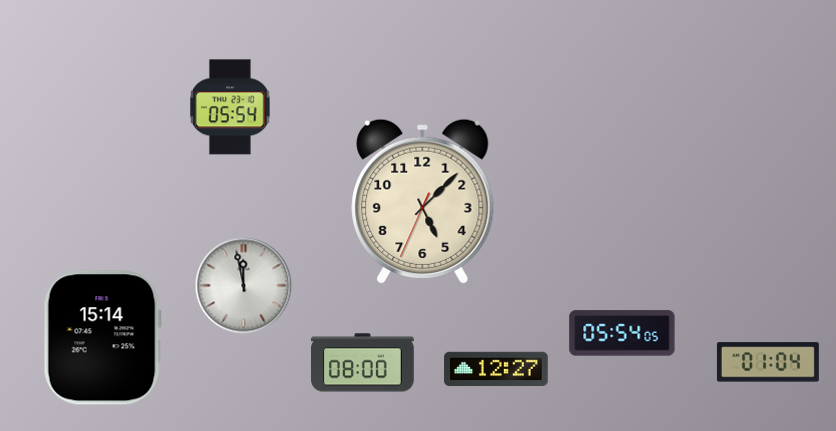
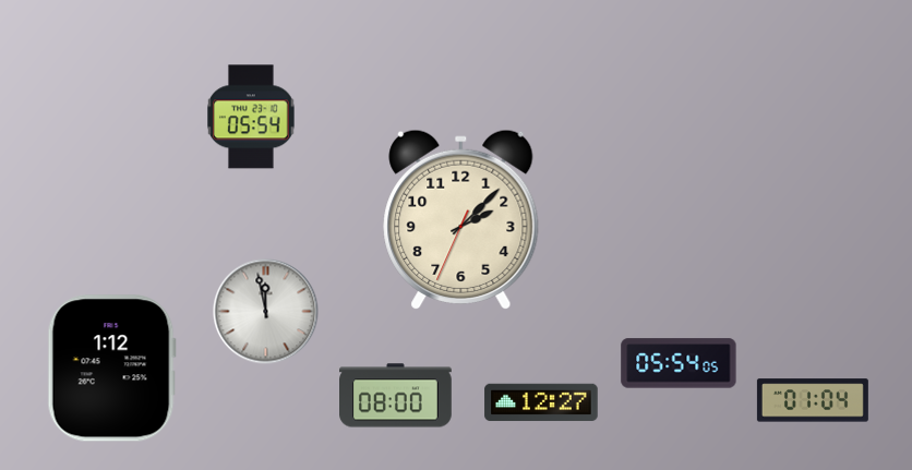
clock at (423, 201): 5:07 -> 2:07
clock at (102, 338): 15:14 -> 1:12
clock at (768, 362) position: (768, 362) -> (813, 400)
